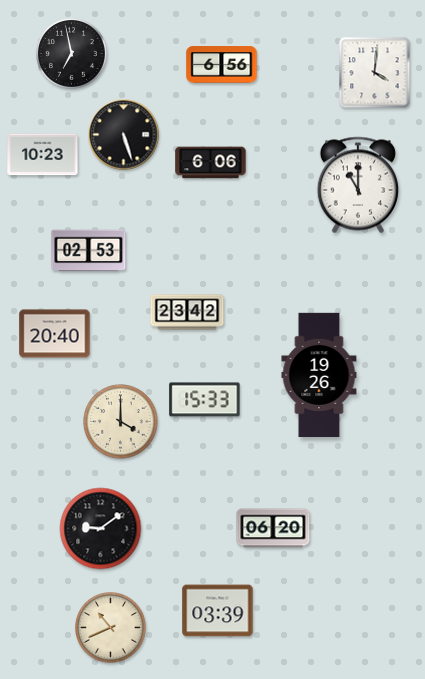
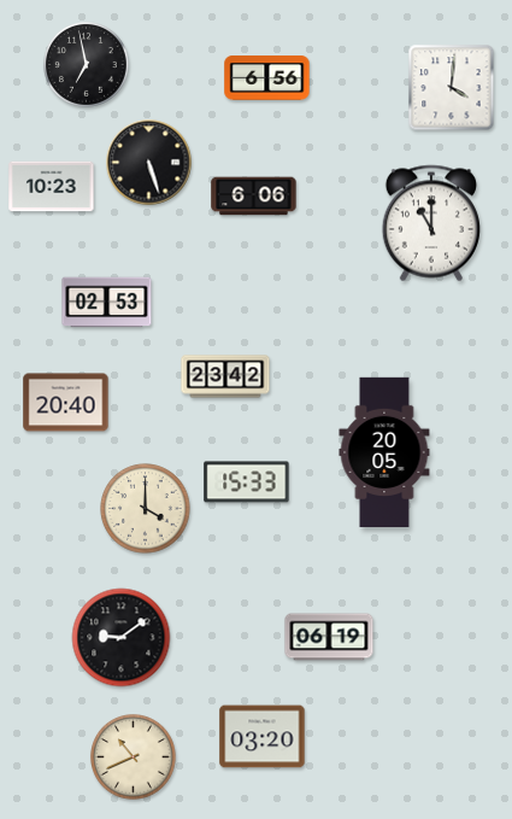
clock at (319, 374): 19:26 -> 20:05
clock at (273, 528): 06:20 -> 06:19
clock at (218, 611): 03:39 -> 03:20
